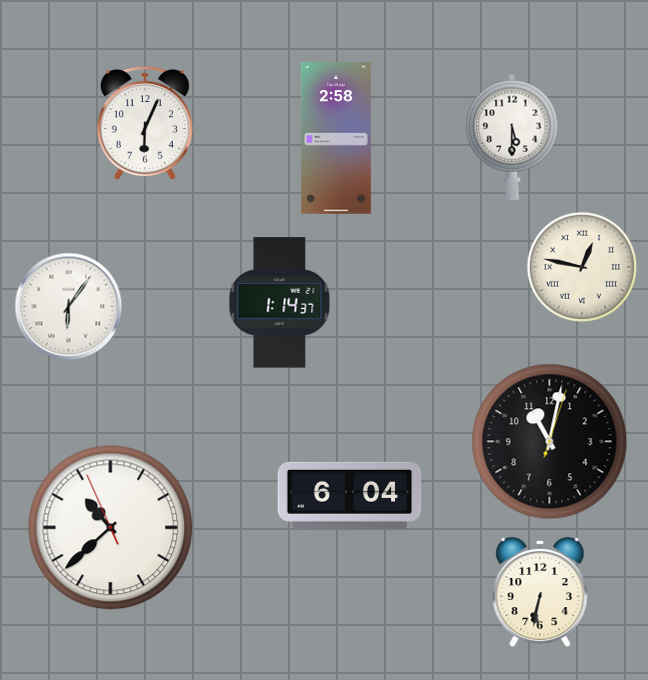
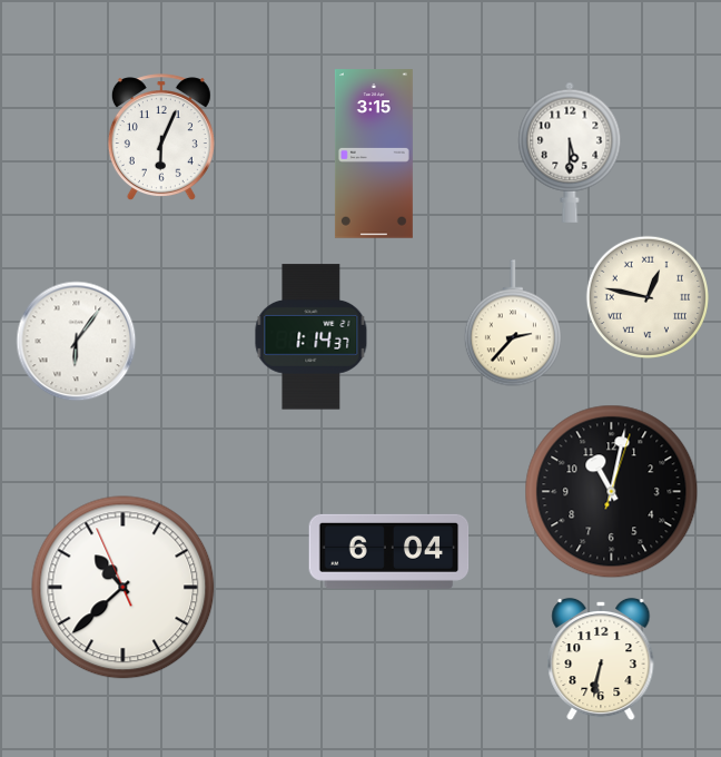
clock at (336, 138): 2:58 -> 3:15
clock at (513, 323): none -> 2:37
